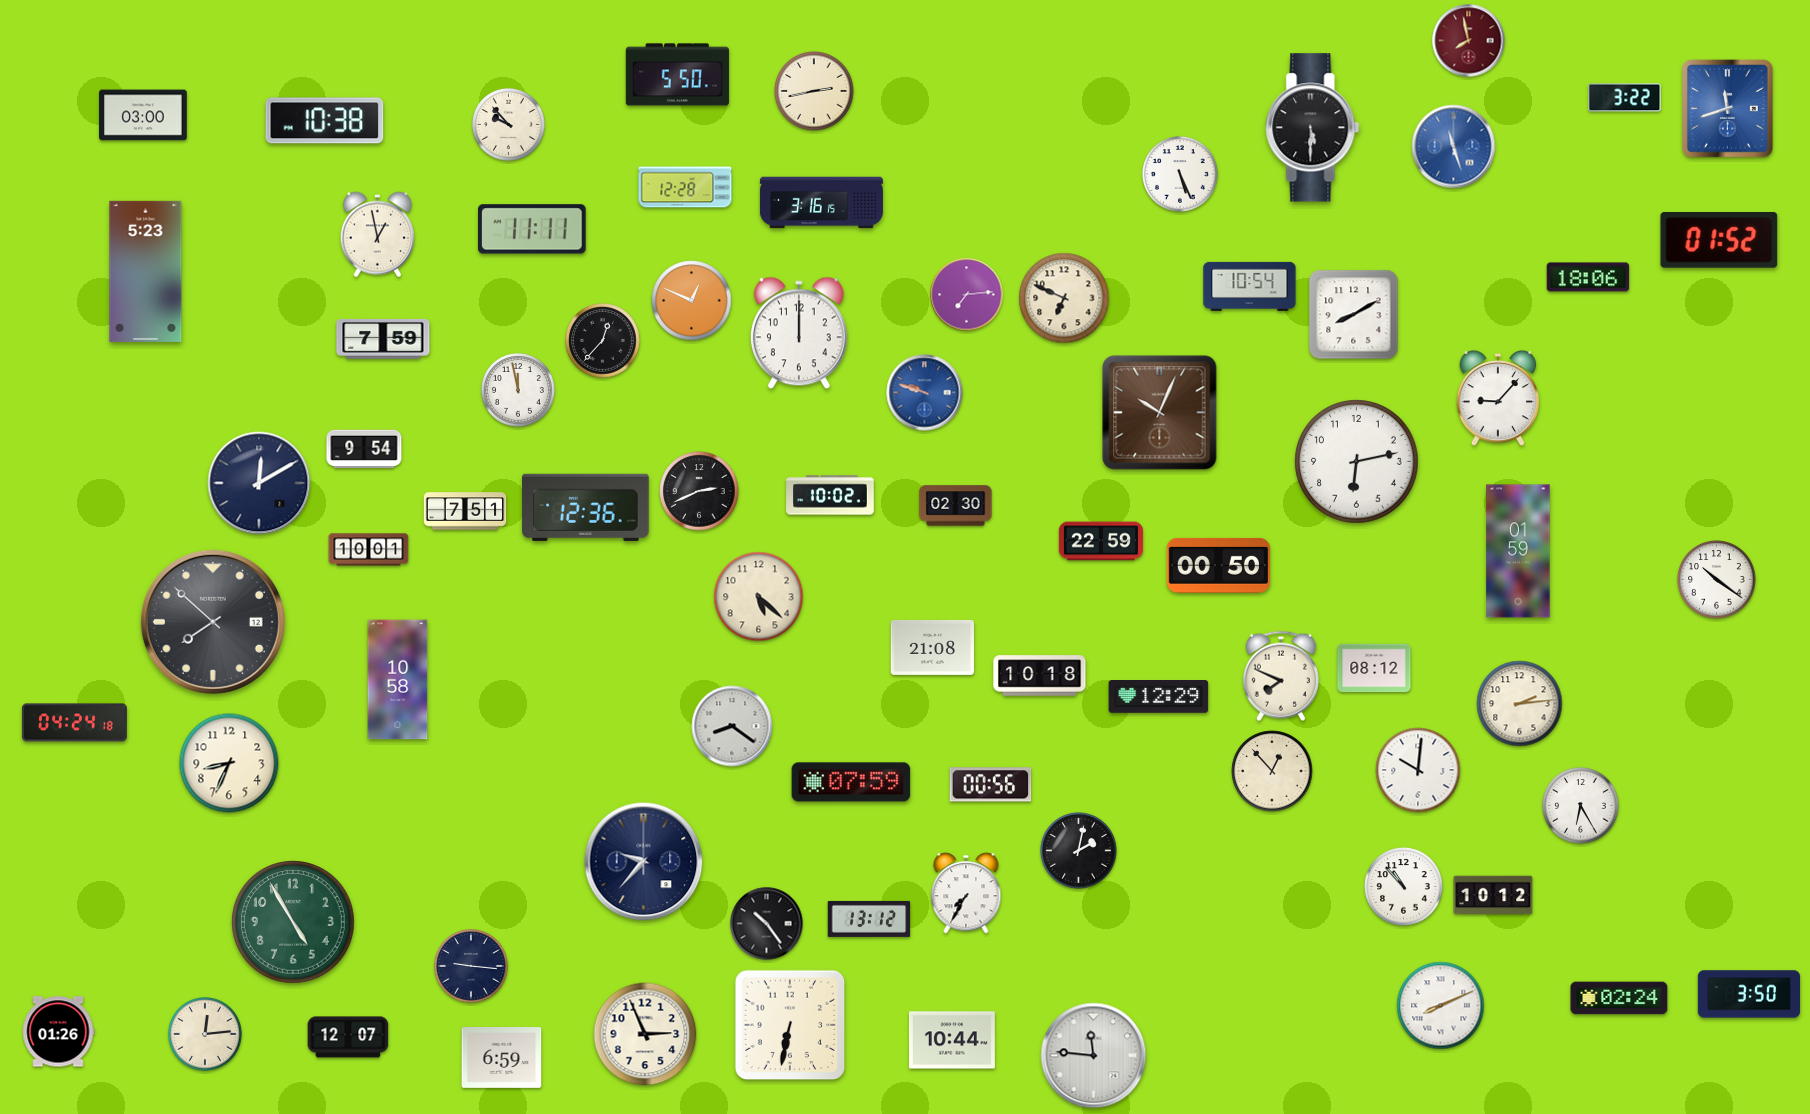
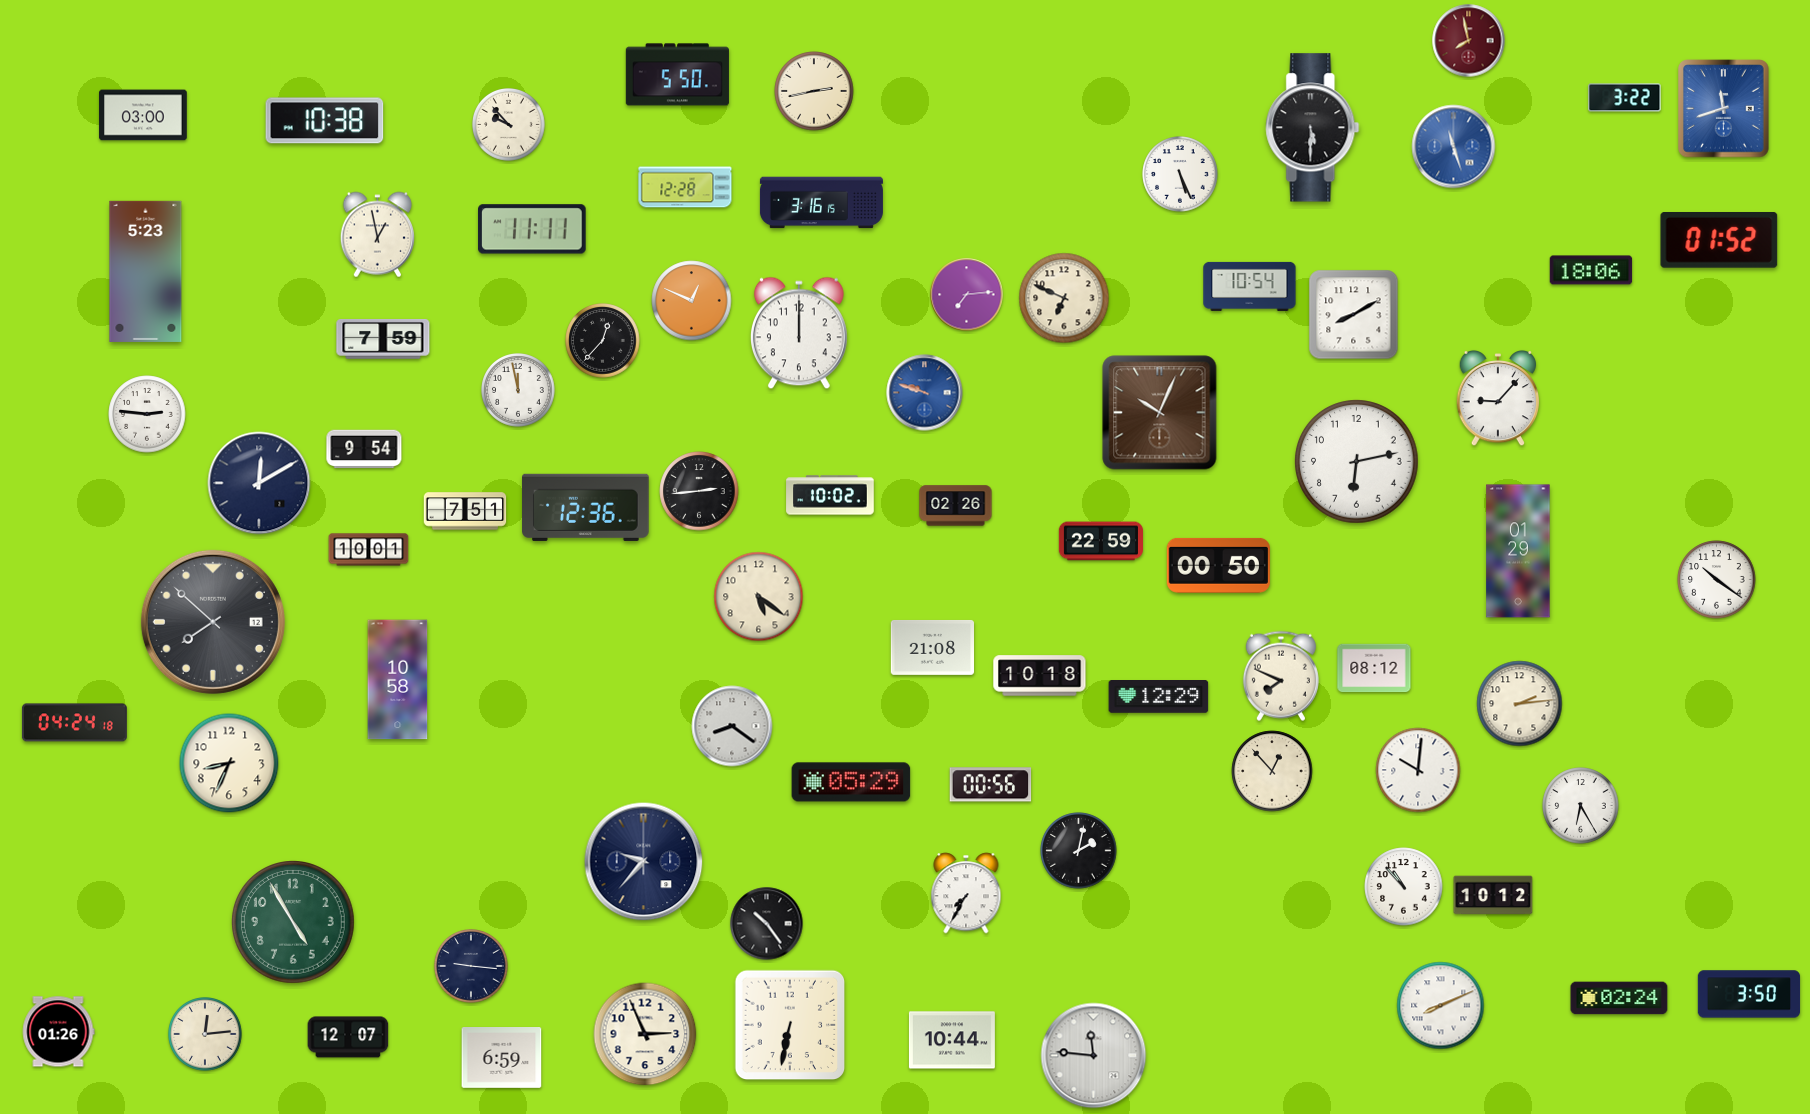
clock at (1728, 109) position: (1728, 109) -> (1724, 109)
clock at (1588, 277) position: (1588, 277) -> (1591, 270)
clock at (147, 414): none -> 2:46
clock at (699, 491): 2:41 -> 2:44
clock at (956, 506): 02:30 -> 02:26
clock at (1518, 551): 01:59 -> 01:29
clock at (759, 597): 5:22 -> 5:21
clock at (851, 782): 07:59 -> 05:29
clock at (869, 919): 13:12 -> none
